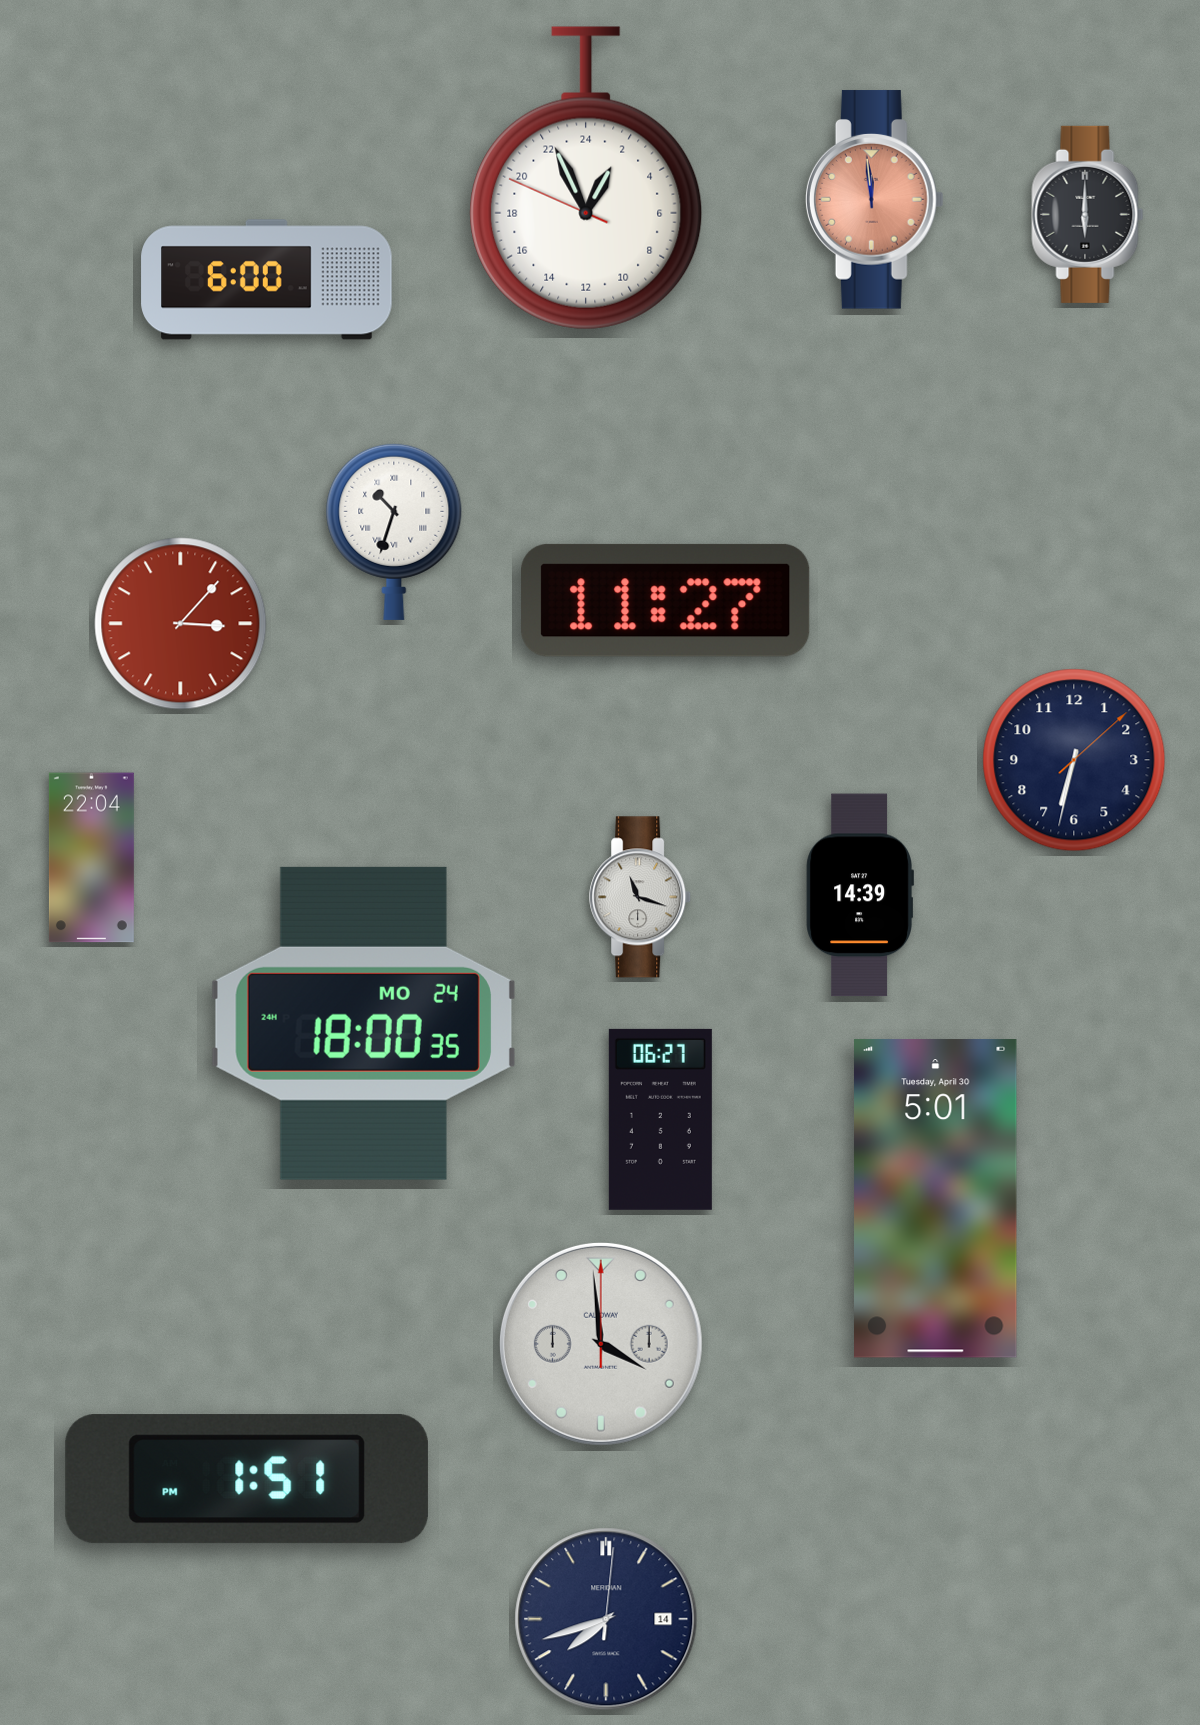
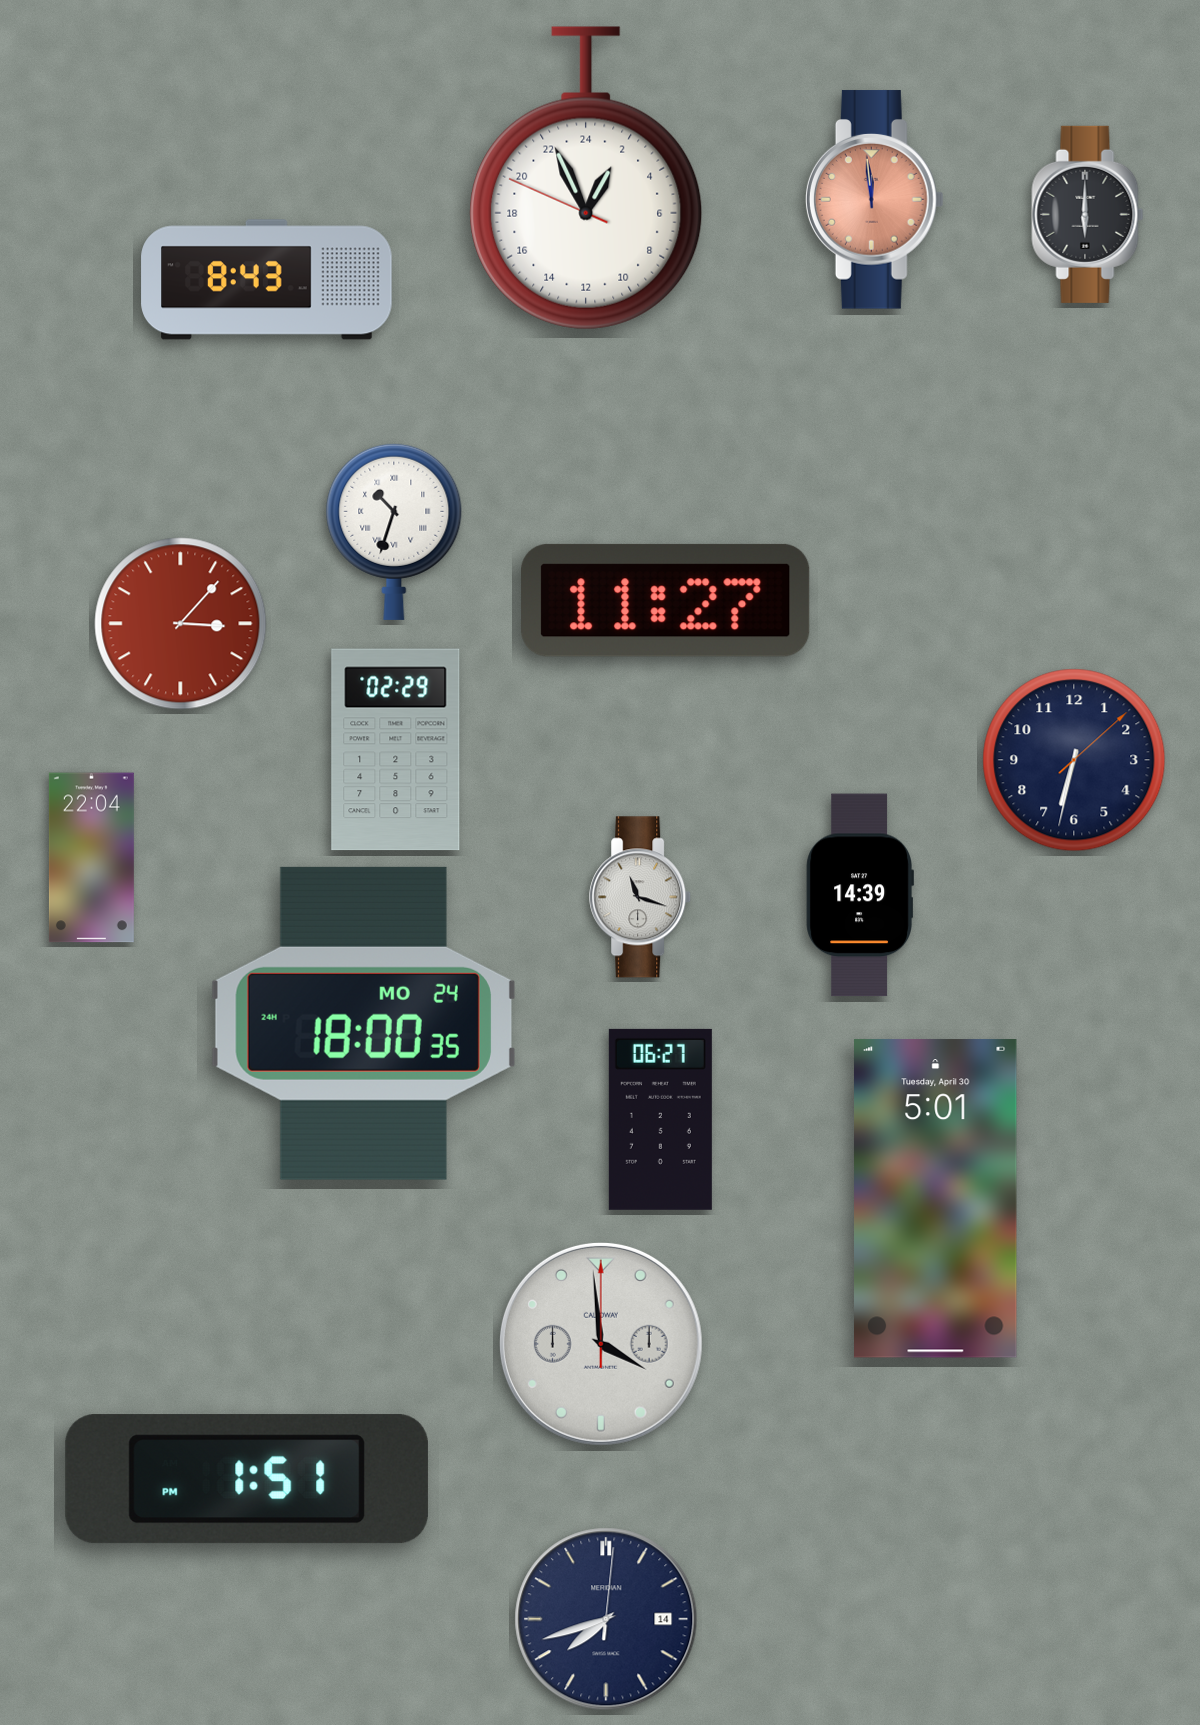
clock at (267, 280): 6:00 -> 8:43
clock at (396, 750): none -> 02:29
